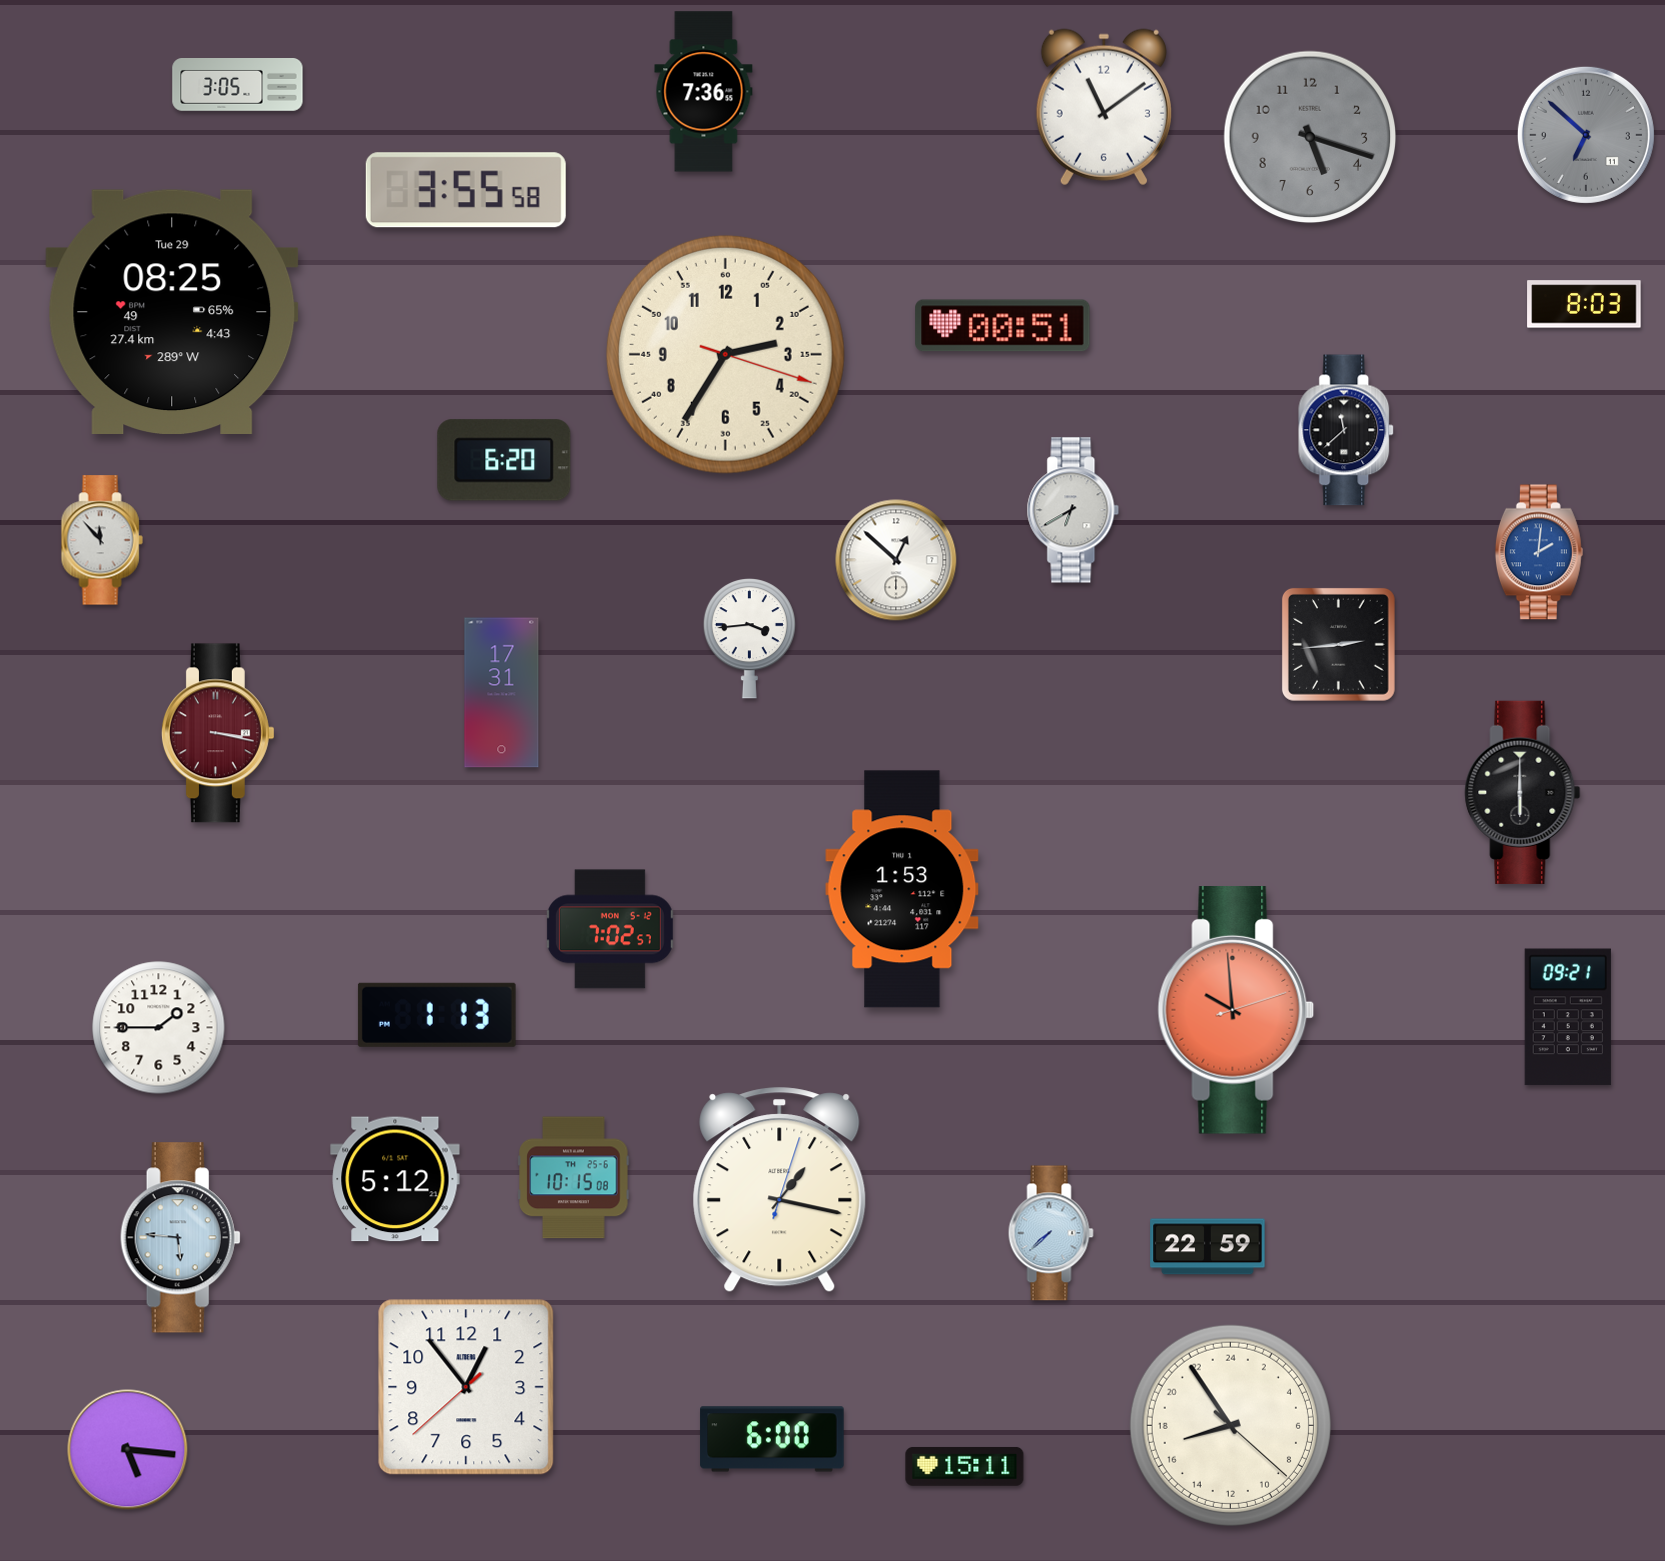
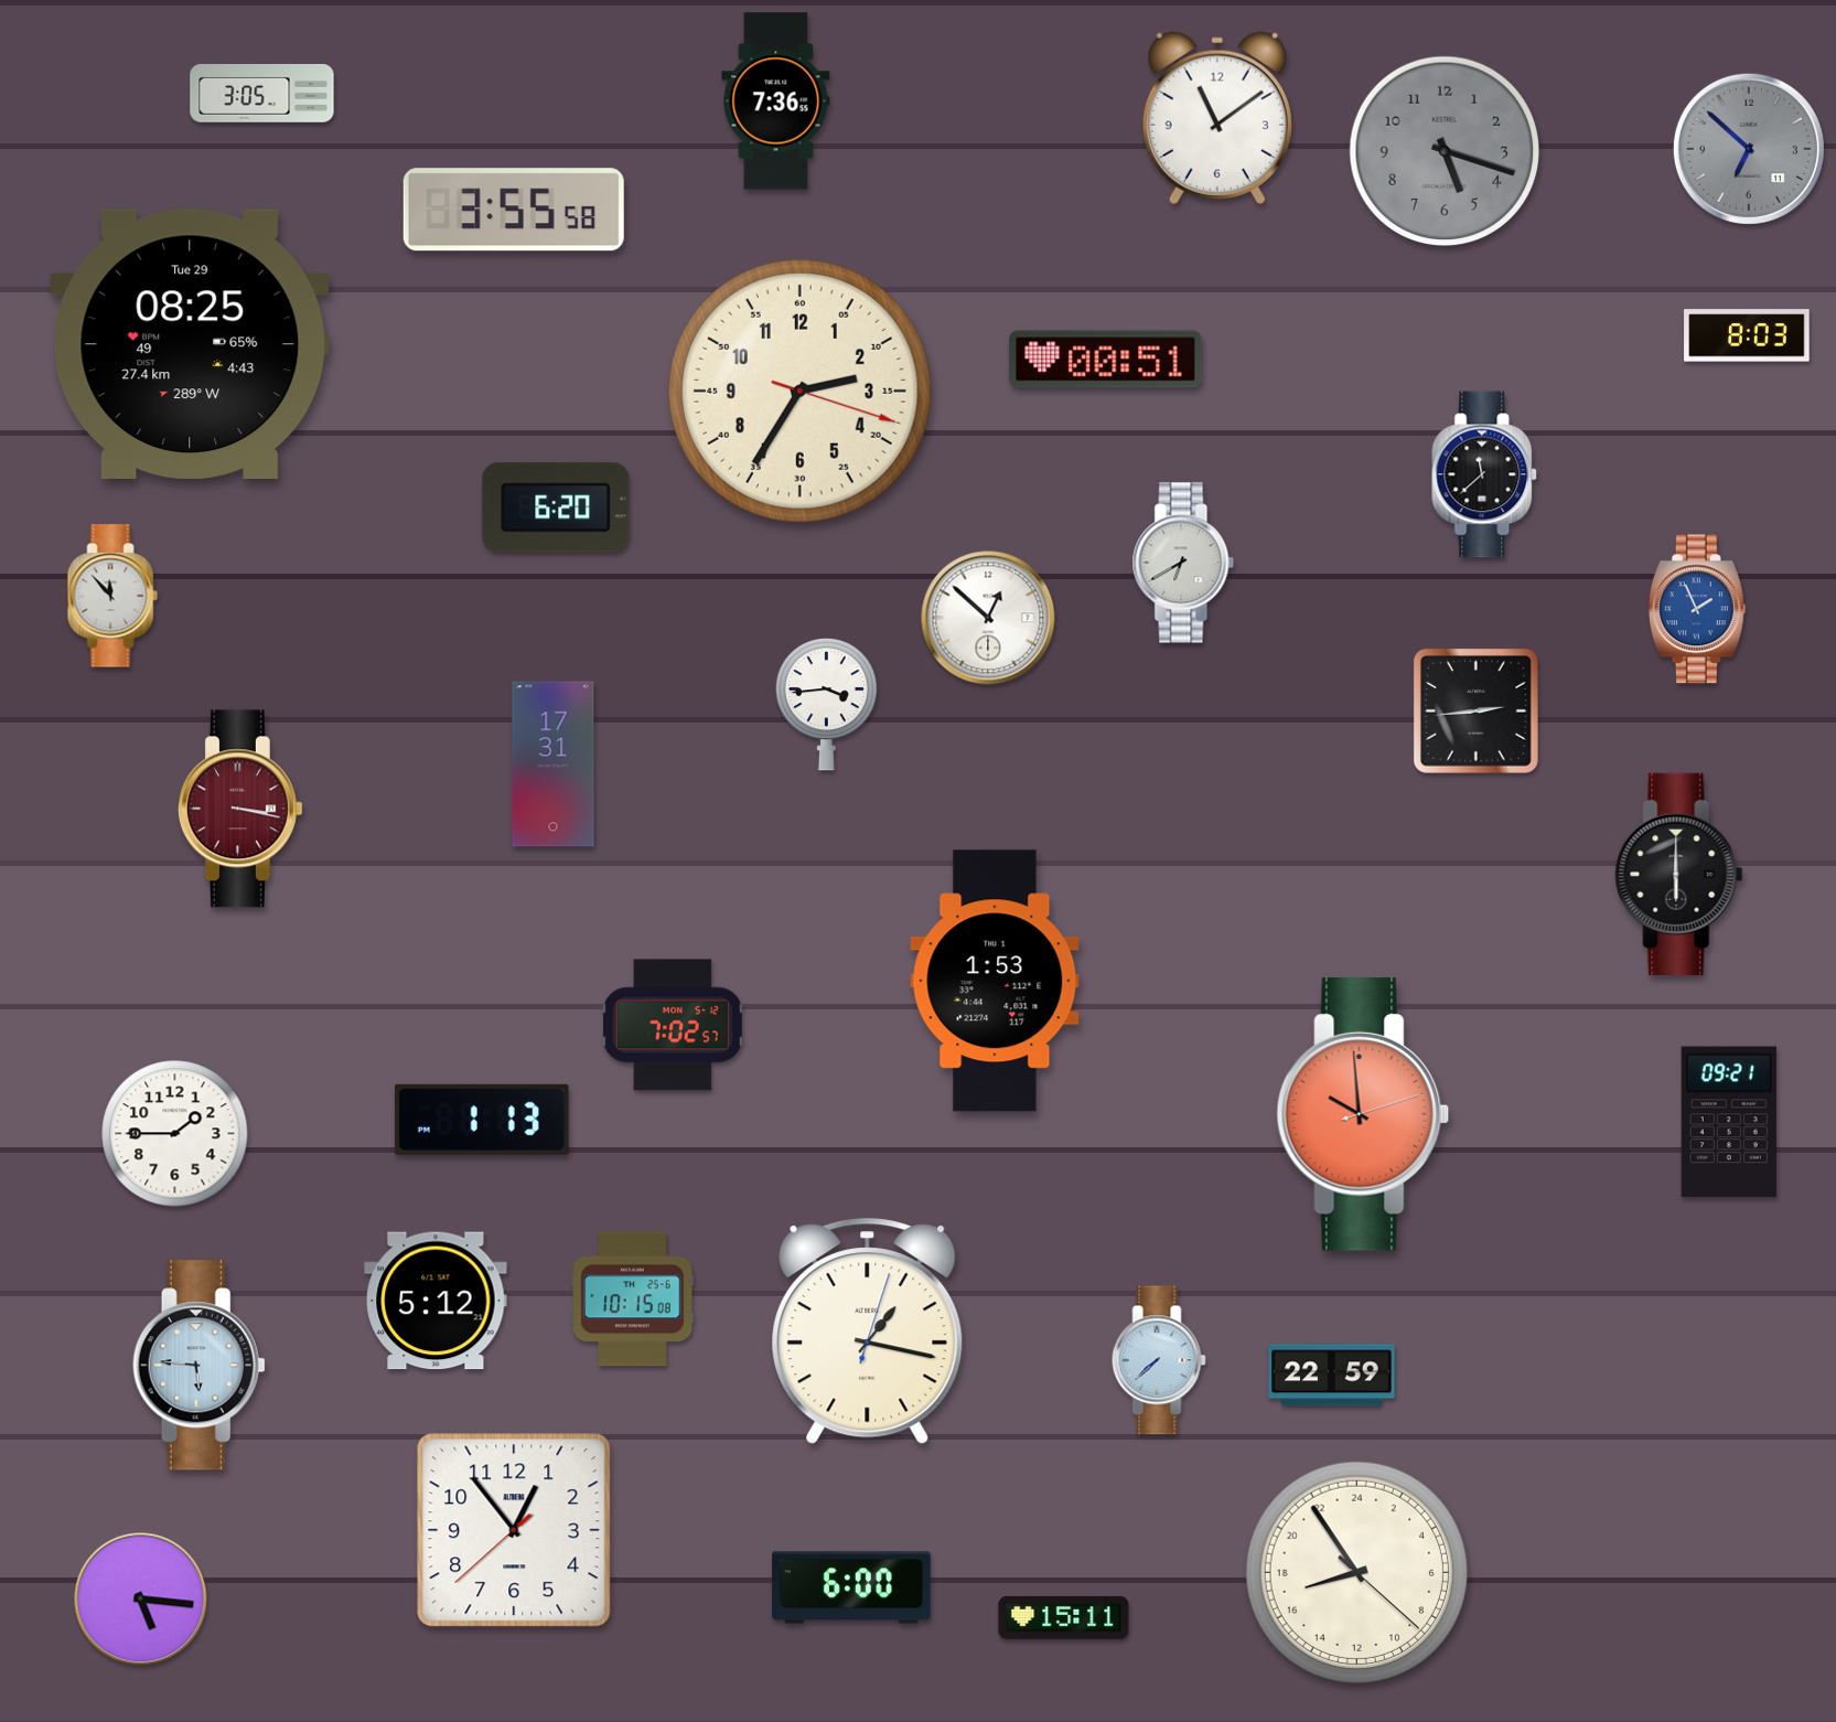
clock at (1539, 552): 2:01 -> 1:56
clock at (780, 1190) position: (780, 1190) -> (868, 1331)
